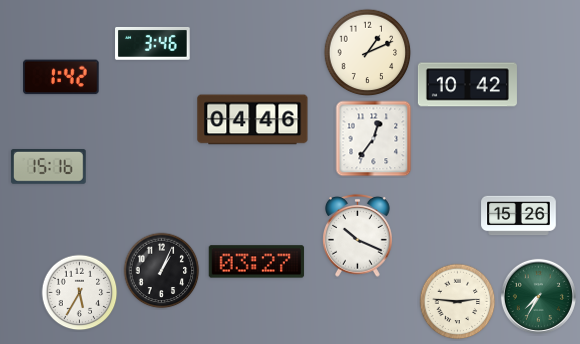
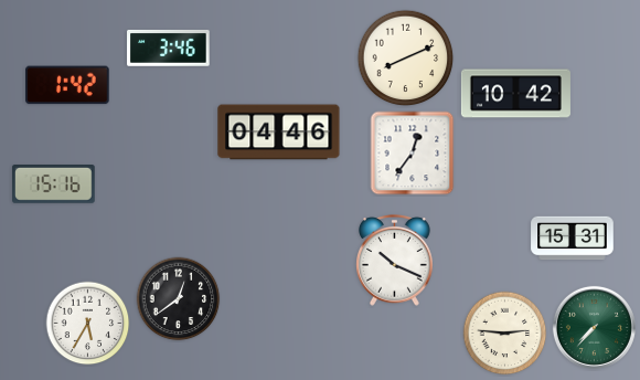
clock at (368, 53): 1:11 -> 8:11
clock at (519, 216): 15:26 -> 15:31
clock at (257, 262): 03:27 -> none
clock at (162, 271): 1:04 -> 12:39
clock at (538, 296): 7:35 -> 7:37
